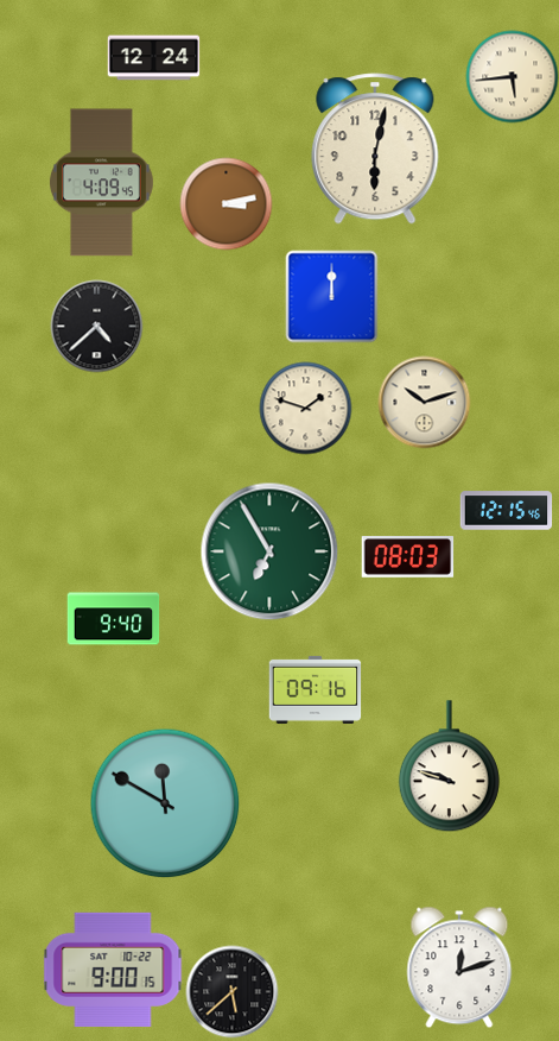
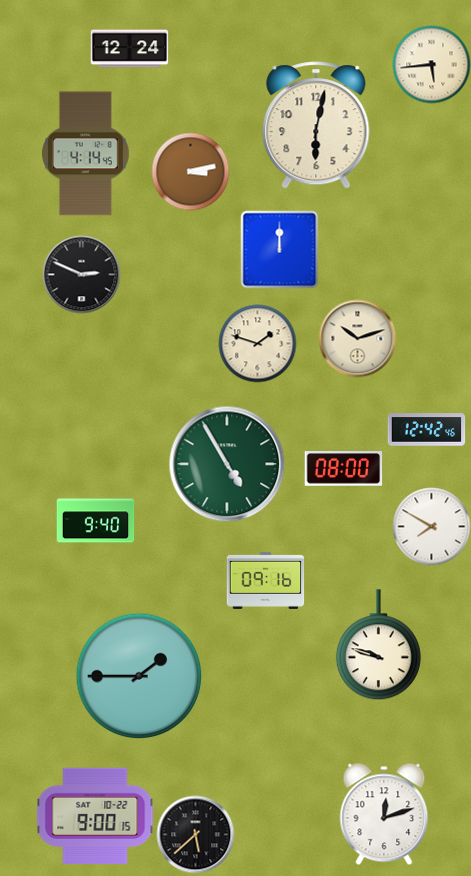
clock at (102, 183): 4:09 -> 4:14
clock at (96, 326): 4:38 -> 2:49
clock at (506, 511): 12:15 -> 12:42
clock at (269, 551): 6:55 -> 4:55
clock at (407, 557): 08:03 -> 08:00
clock at (431, 526): none -> 7:50
clock at (165, 803): 11:50 -> 1:45
clock at (459, 967) position: (459, 967) -> (384, 814)
